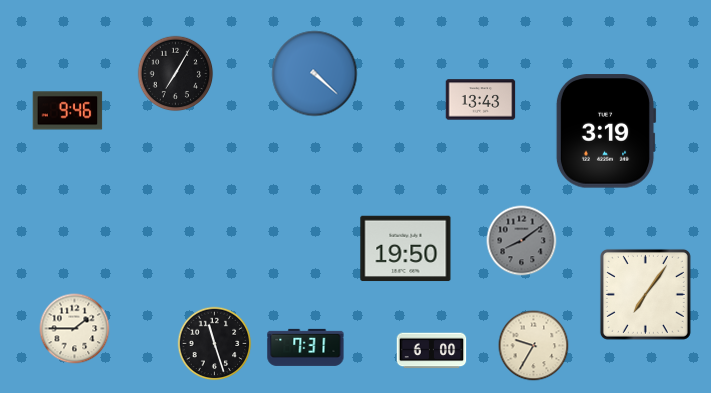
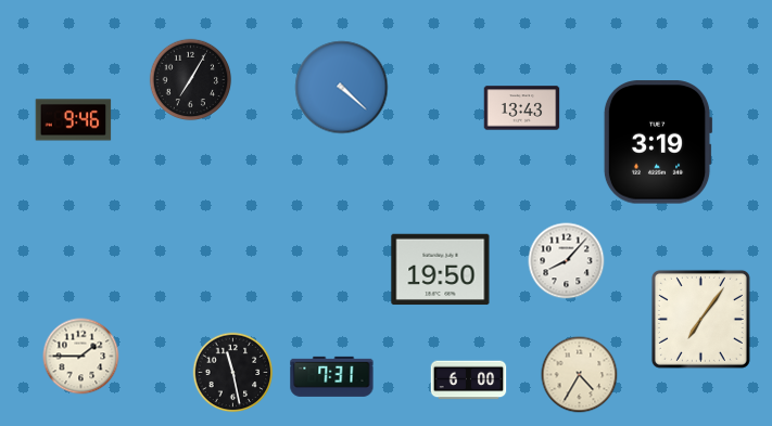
clock at (315, 74) position: (315, 74) -> (342, 88)
clock at (522, 241): 8:09 -> 8:07
clock at (522, 241) dial: grey -> white
clock at (215, 344): 11:27 -> 11:28
clock at (534, 346): 9:35 -> 4:35
